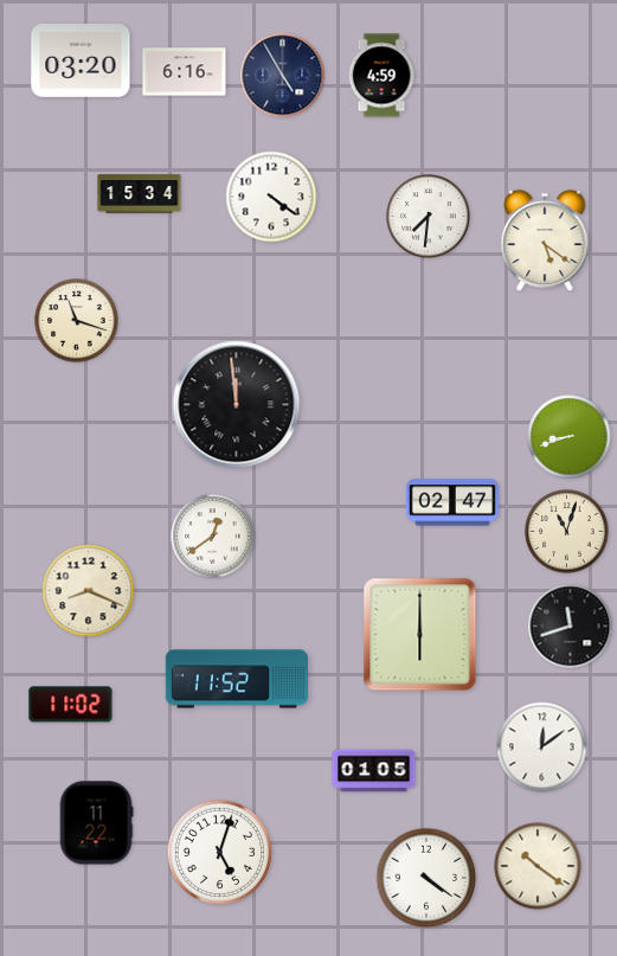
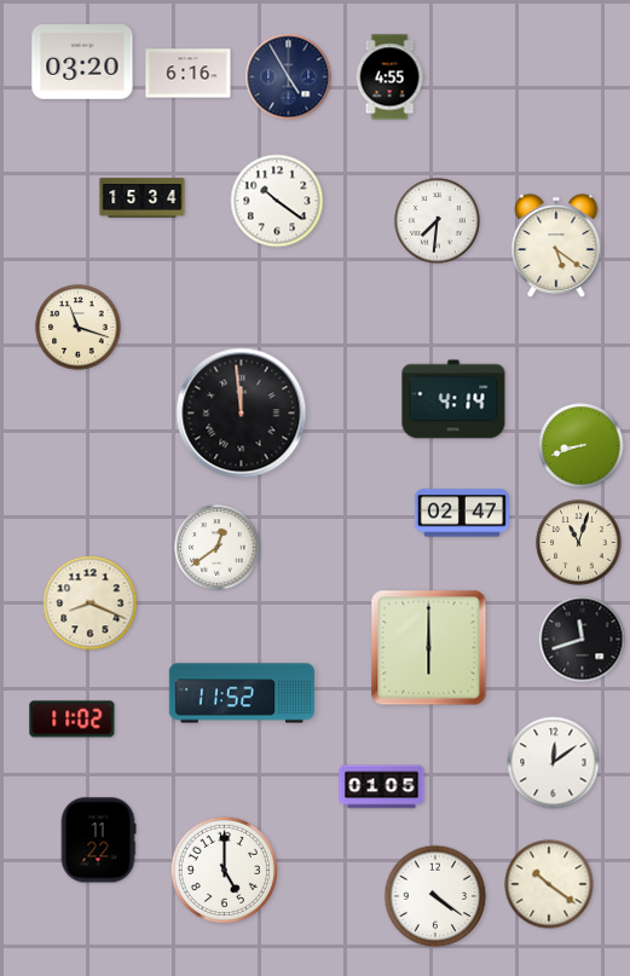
clock at (381, 76): 4:59 -> 4:55
clock at (271, 197): 4:21 -> 10:21
clock at (453, 399): none -> 4:14
clock at (219, 852): 5:03 -> 5:00
